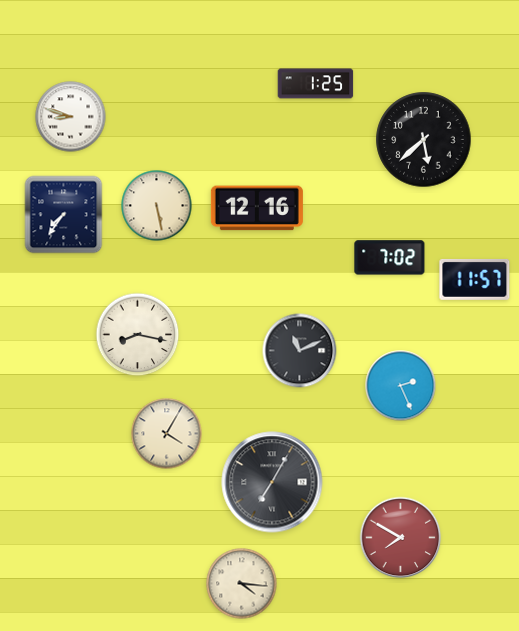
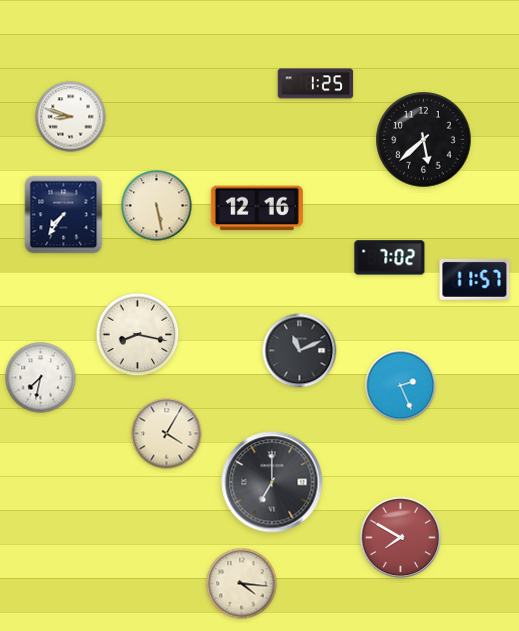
clock at (41, 378): none -> 7:32
clock at (272, 482): 7:05 -> 7:00
